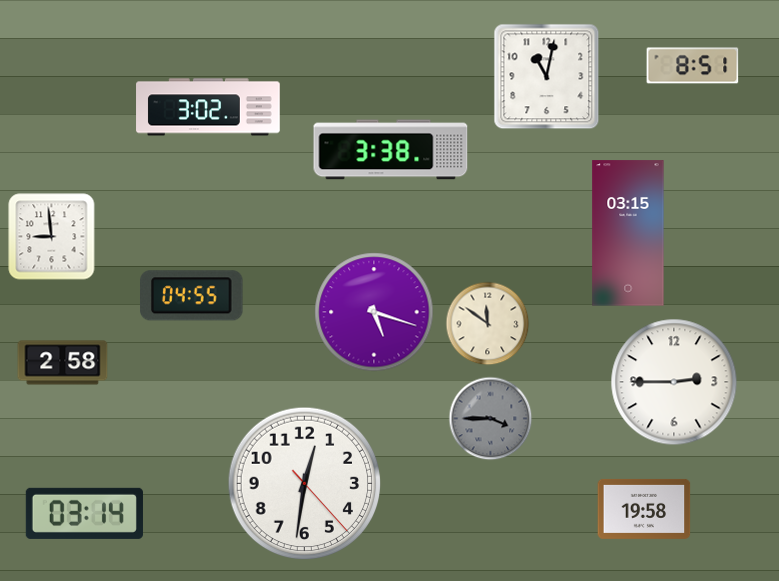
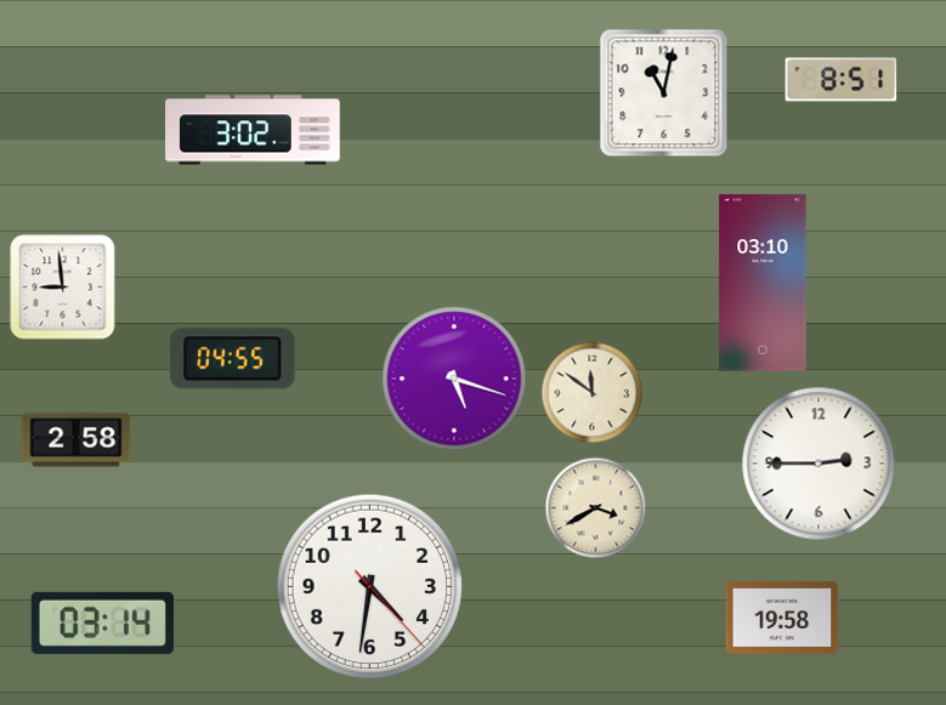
clock at (391, 150): 3:38 -> none
clock at (628, 233): 03:15 -> 03:10
clock at (491, 419): 3:45 -> 3:40
clock at (491, 419) dial: grey -> cream
clock at (305, 484): 12:31 -> 4:31
